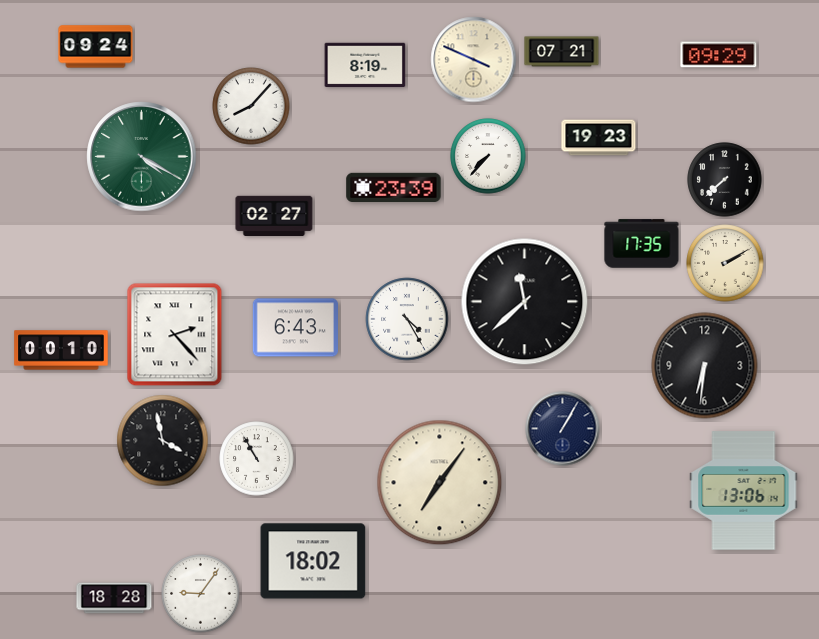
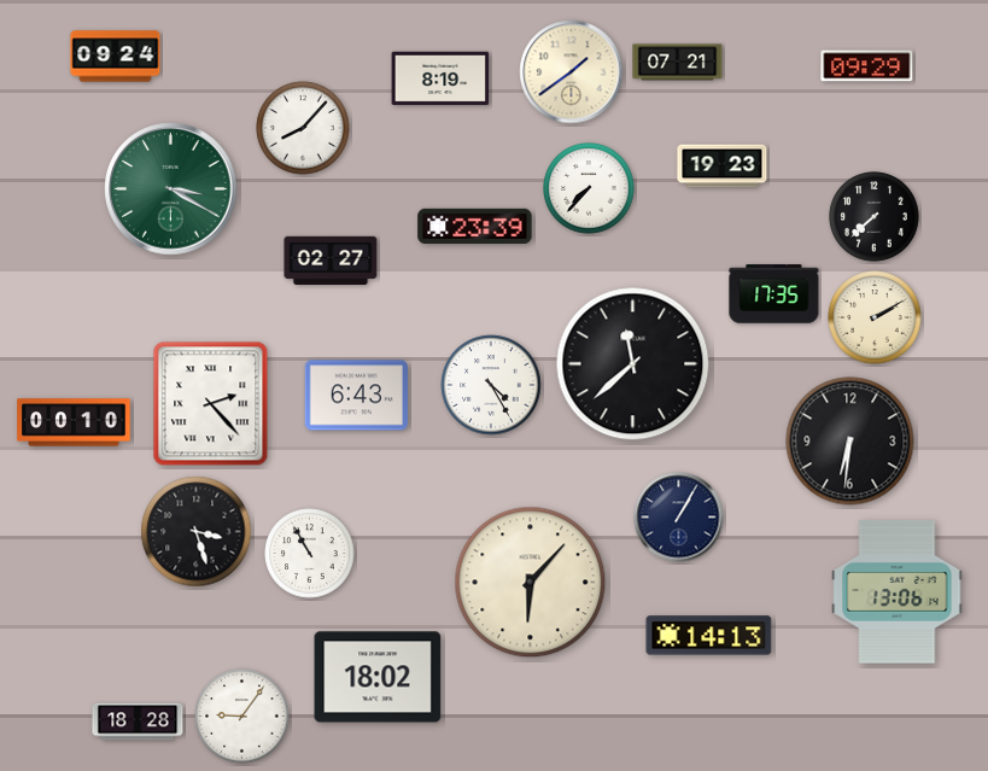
clock at (474, 60): 3:49 -> 1:39
clock at (142, 157): 4:20 -> 3:20
clock at (163, 441): 3:58 -> 3:27
clock at (440, 483): 7:06 -> 6:07
clock at (709, 636): none -> 14:13
